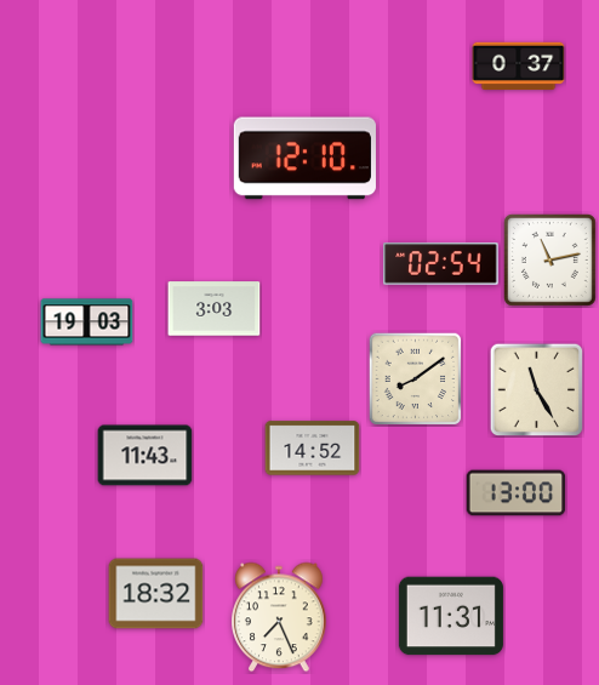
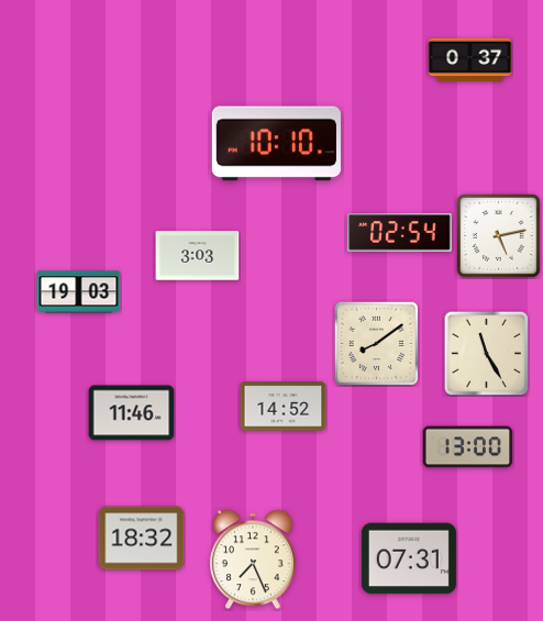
clock at (304, 159): 12:10 -> 10:10
clock at (549, 259): 11:13 -> 5:13
clock at (441, 264) position: (441, 264) -> (400, 233)
clock at (215, 309) position: (215, 309) -> (198, 256)
clock at (146, 456): 11:43 -> 11:46
clock at (451, 616): 11:31 -> 07:31
